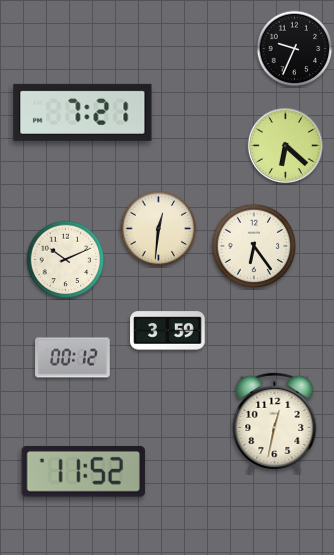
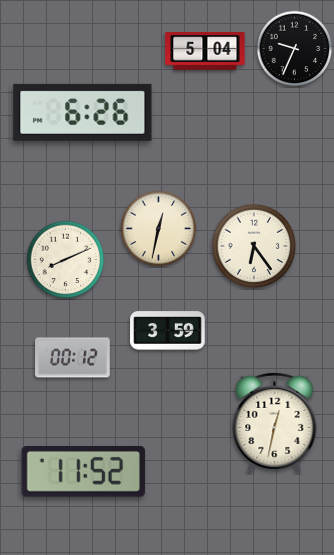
clock at (205, 51): none -> 5:04
clock at (83, 112): 7:21 -> 6:26
clock at (285, 145): 6:22 -> none
clock at (159, 229): 12:31 -> 12:32
clock at (66, 260): 10:11 -> 8:11
